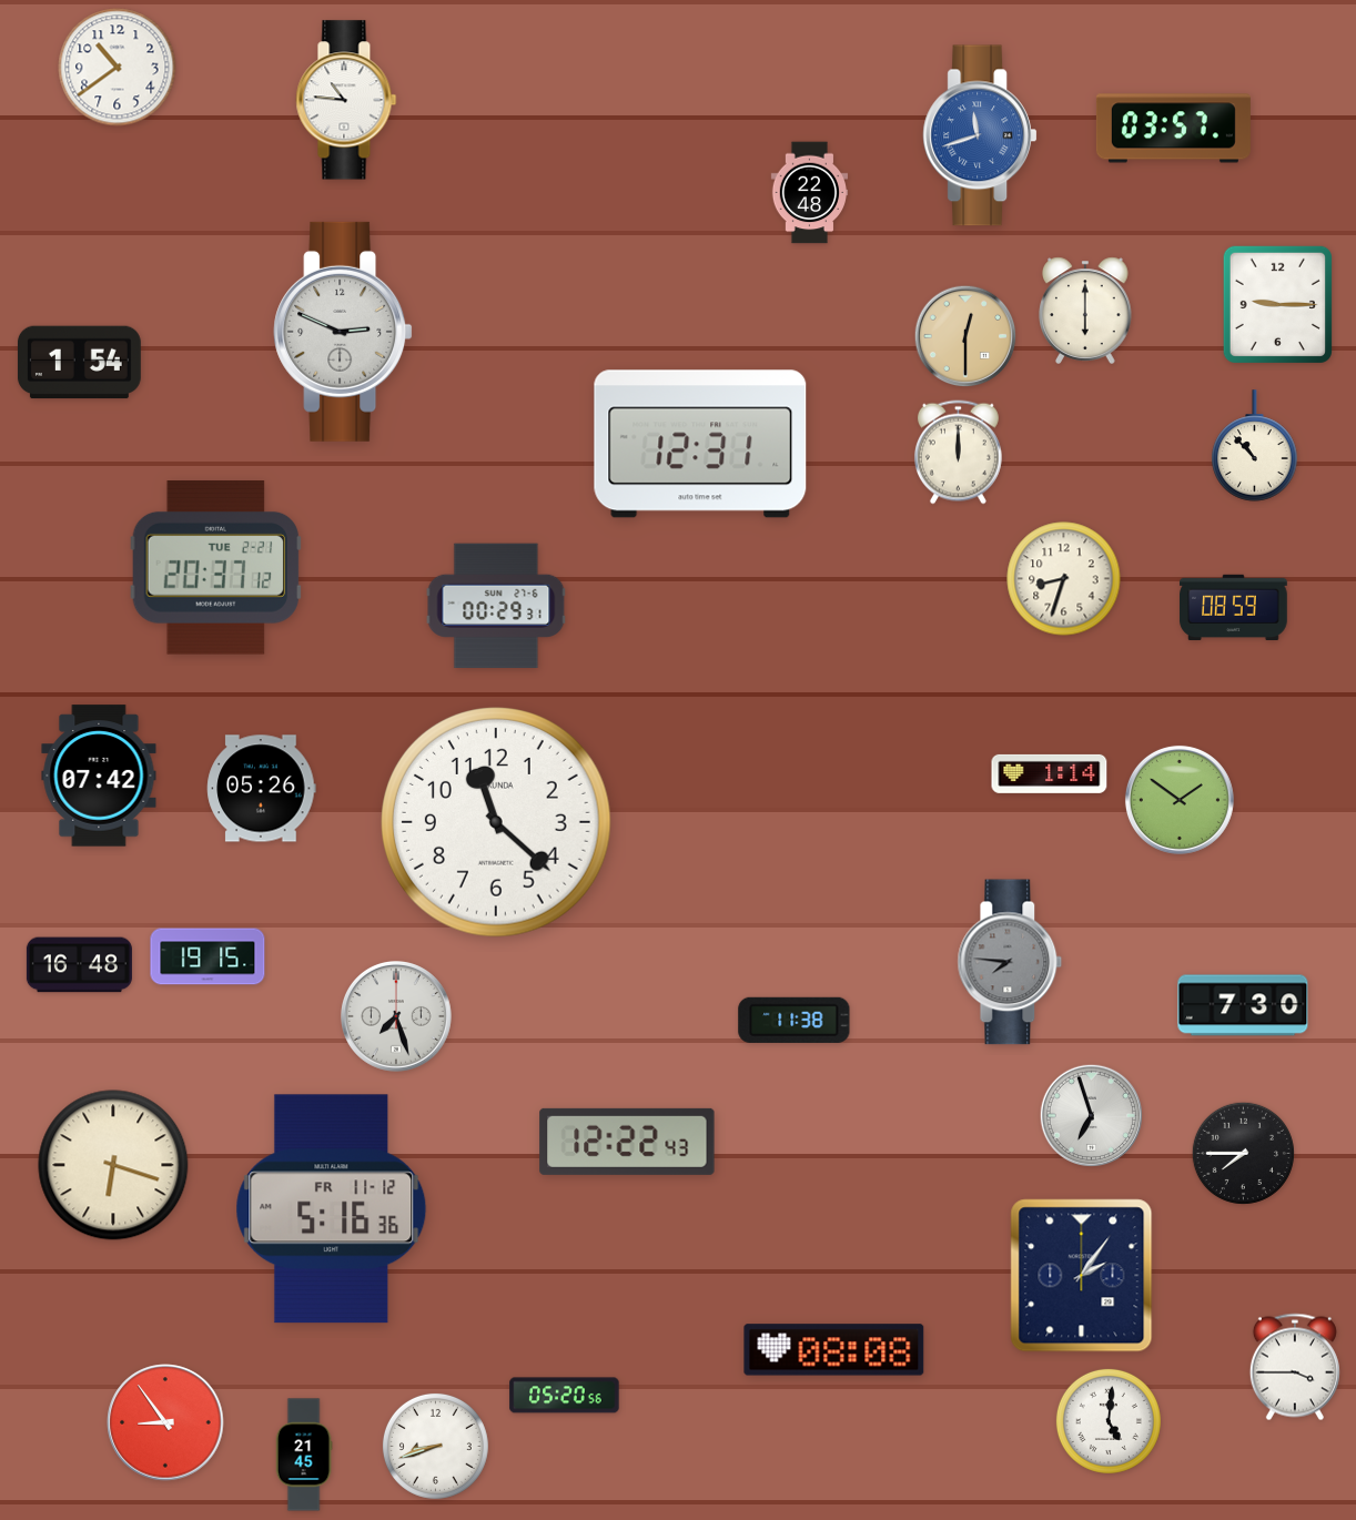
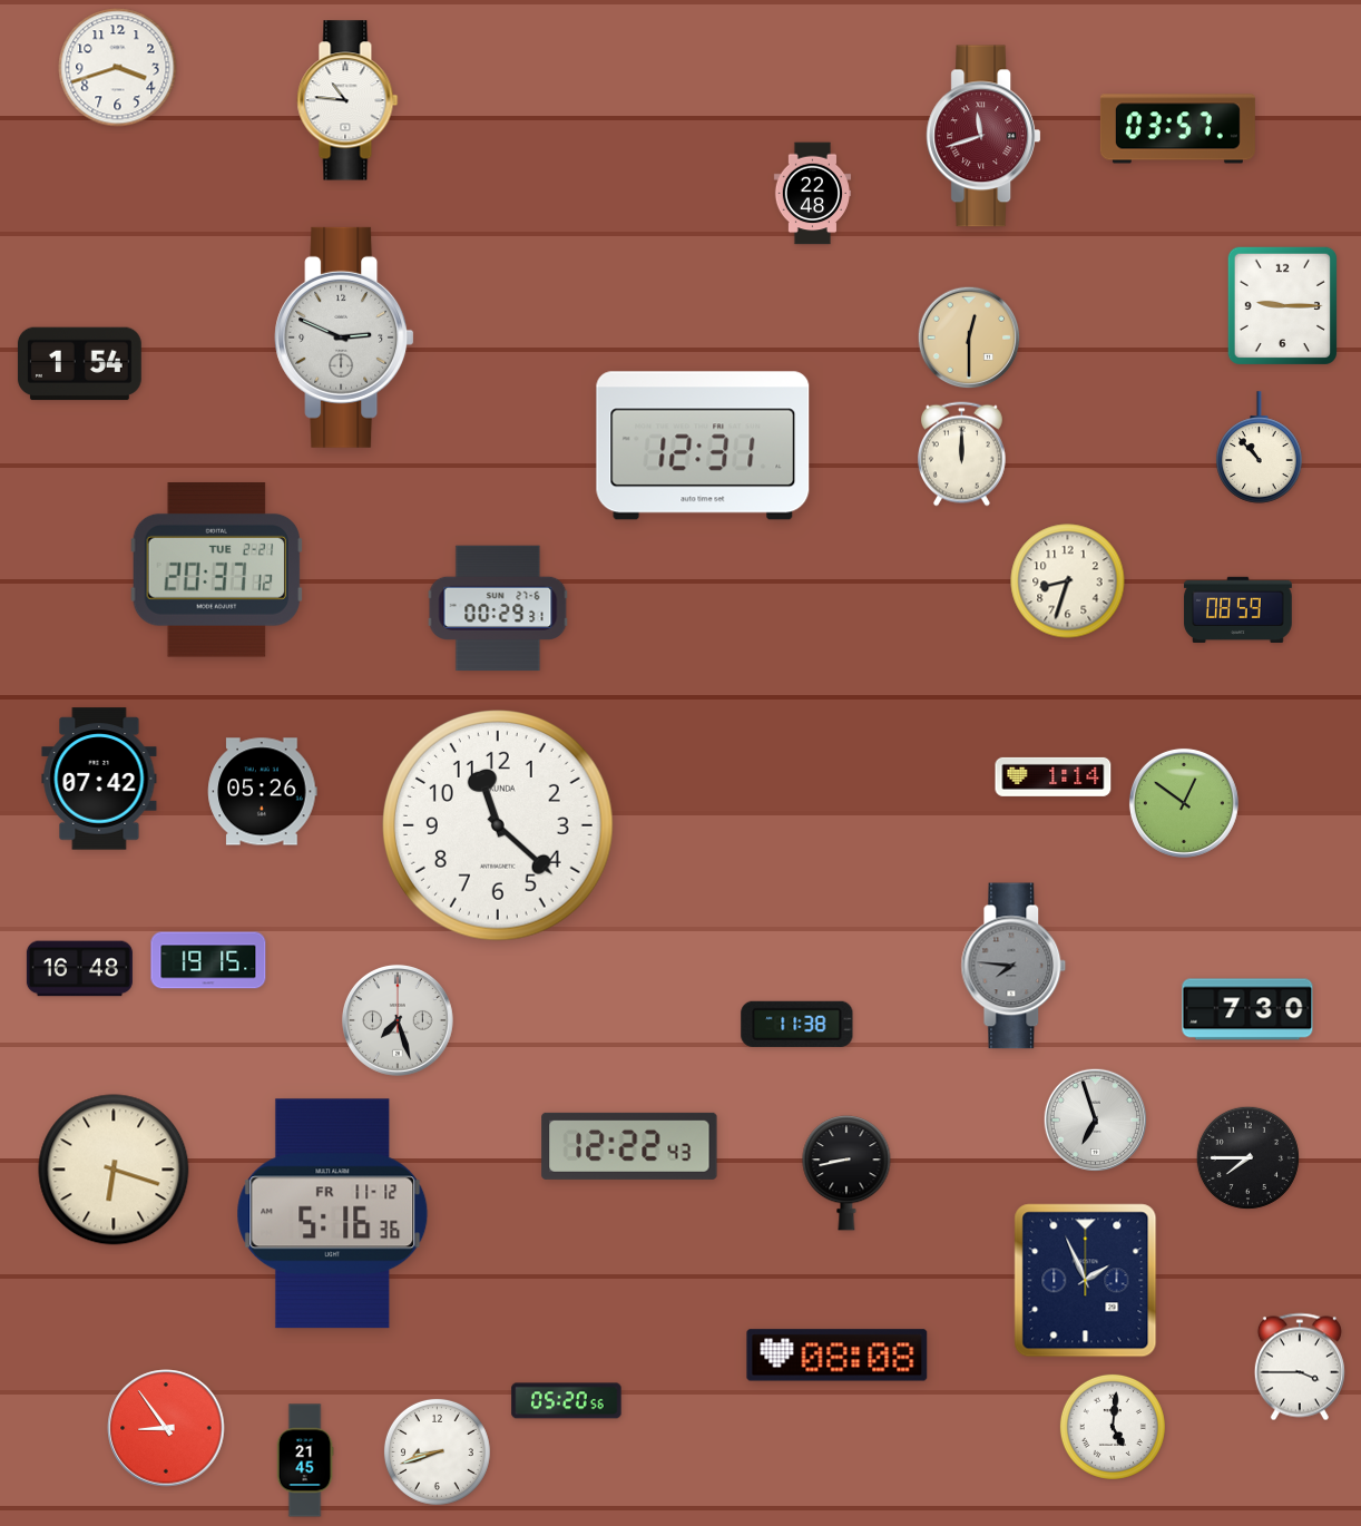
clock at (118, 68): 10:39 -> 3:42
clock at (980, 135) dial: blue -> burgundy
clock at (1085, 311): 6:00 -> none
clock at (343, 332) position: (343, 332) -> (344, 338)
clock at (1180, 800): 1:51 -> 12:51
clock at (846, 1173): none -> 8:43
clock at (1082, 1276): 2:06 -> 1:56
clock at (1295, 1367) position: (1295, 1367) -> (1300, 1367)
